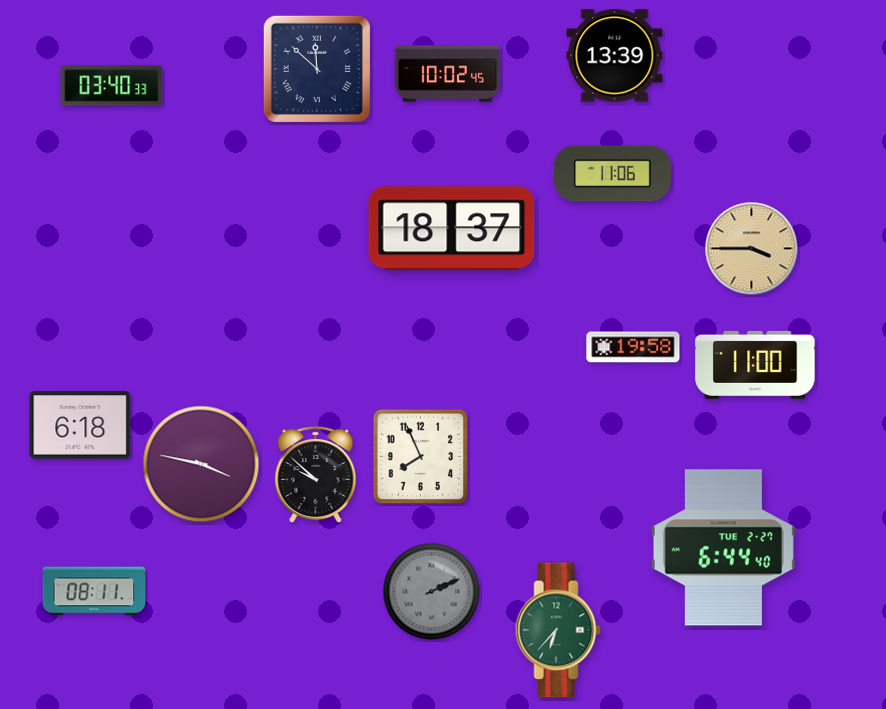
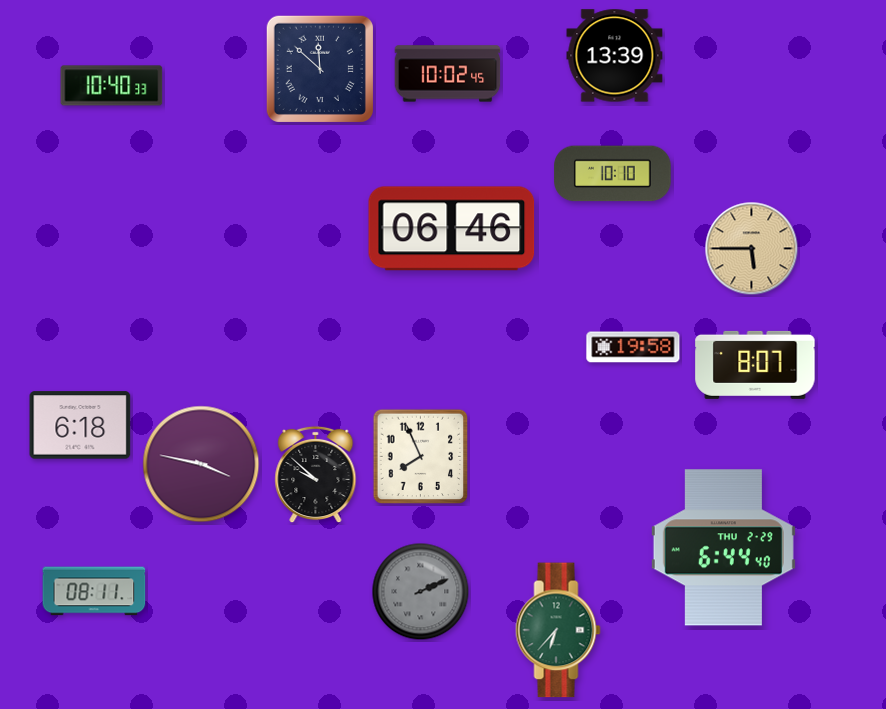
clock at (317, 69) position: (317, 69) -> (320, 69)
clock at (112, 86): 03:40 -> 10:40
clock at (613, 174): 11:06 -> 10:10
clock at (452, 229): 18:37 -> 06:46
clock at (752, 249): 3:45 -> 5:45
clock at (755, 365): 11:00 -> 8:07
clock at (723, 548) date: TUE 2-27 -> THU 2-29
clock at (432, 592) position: (432, 592) -> (421, 592)
